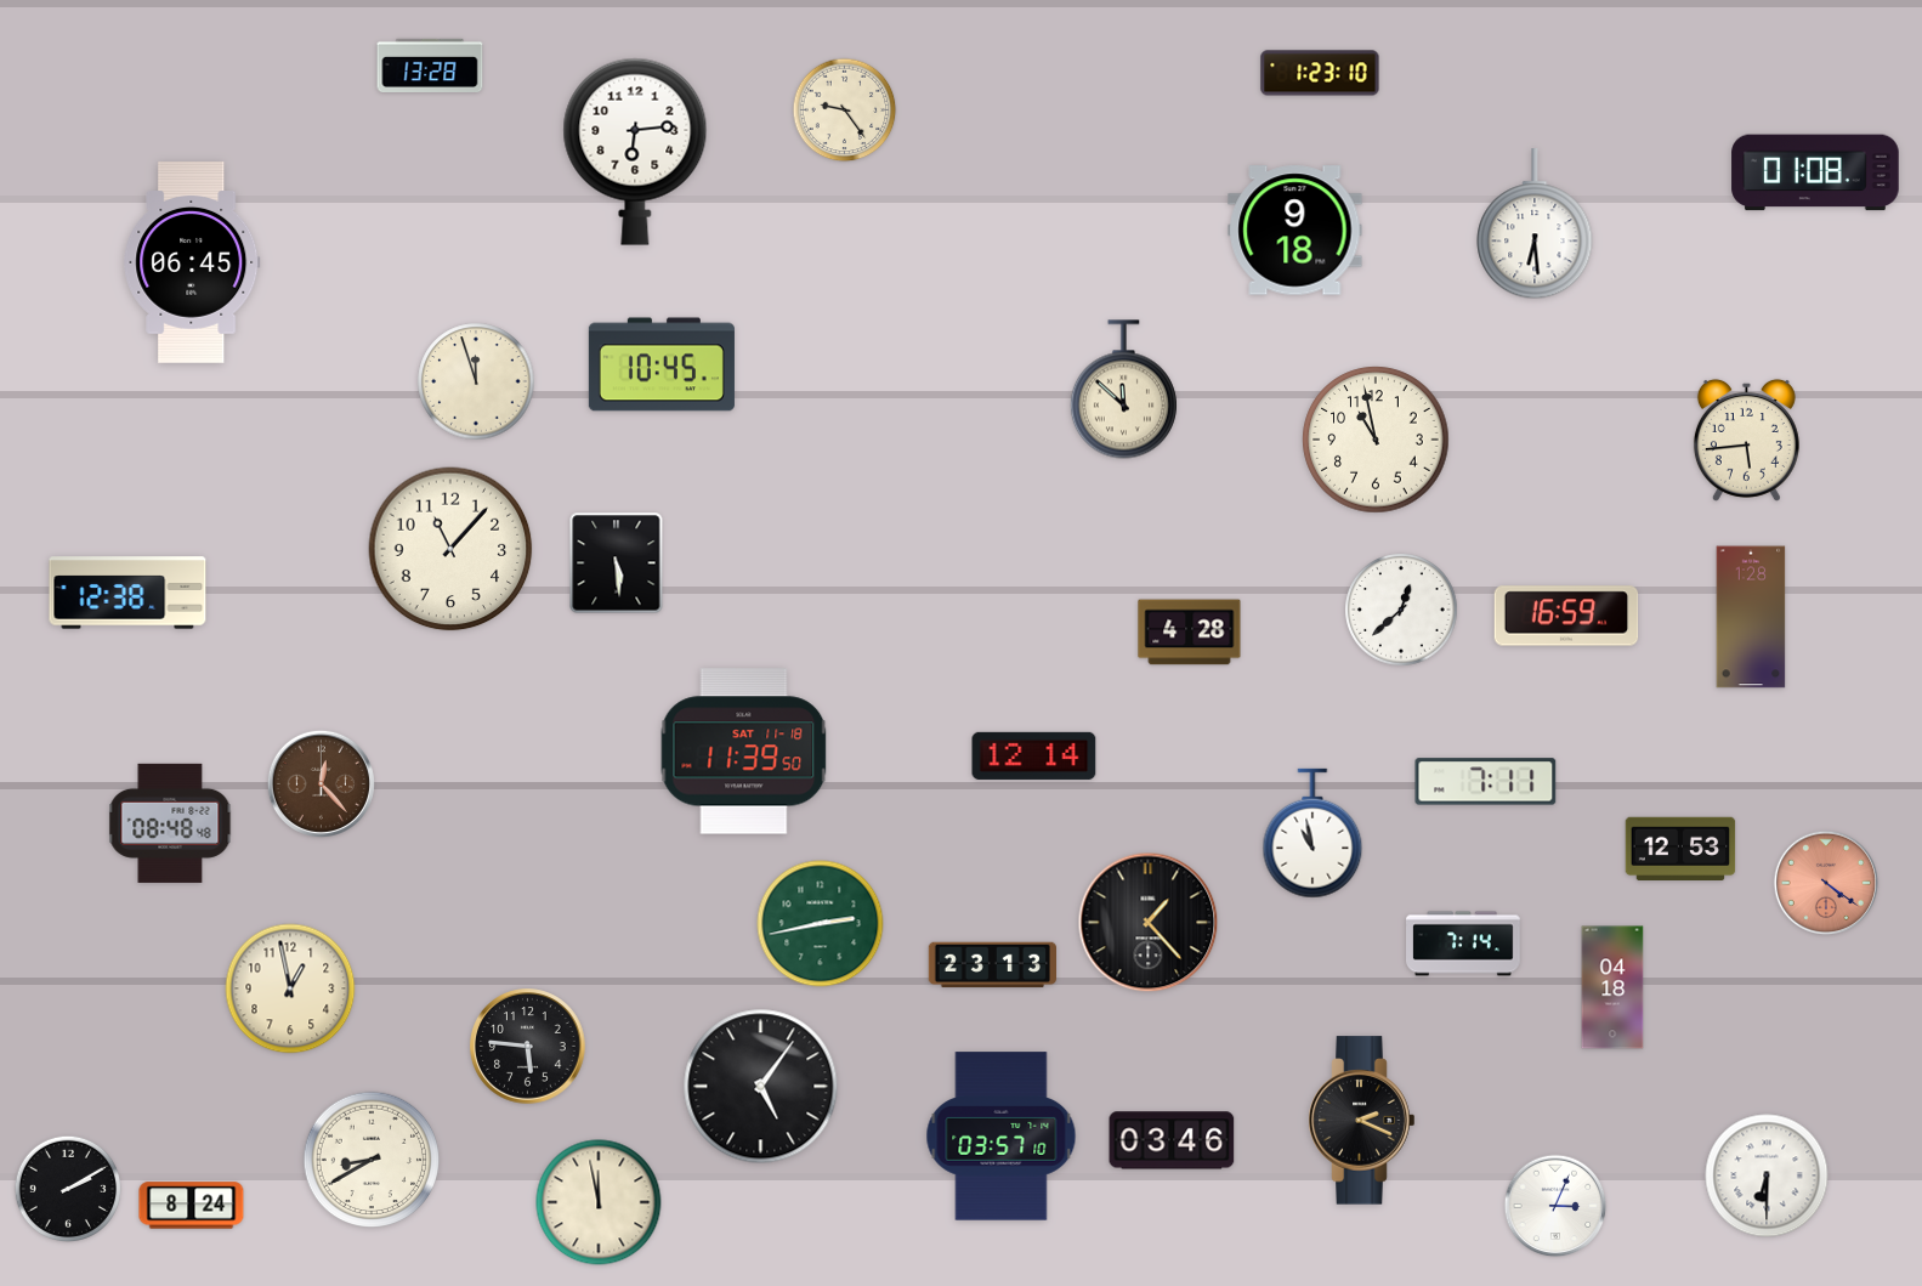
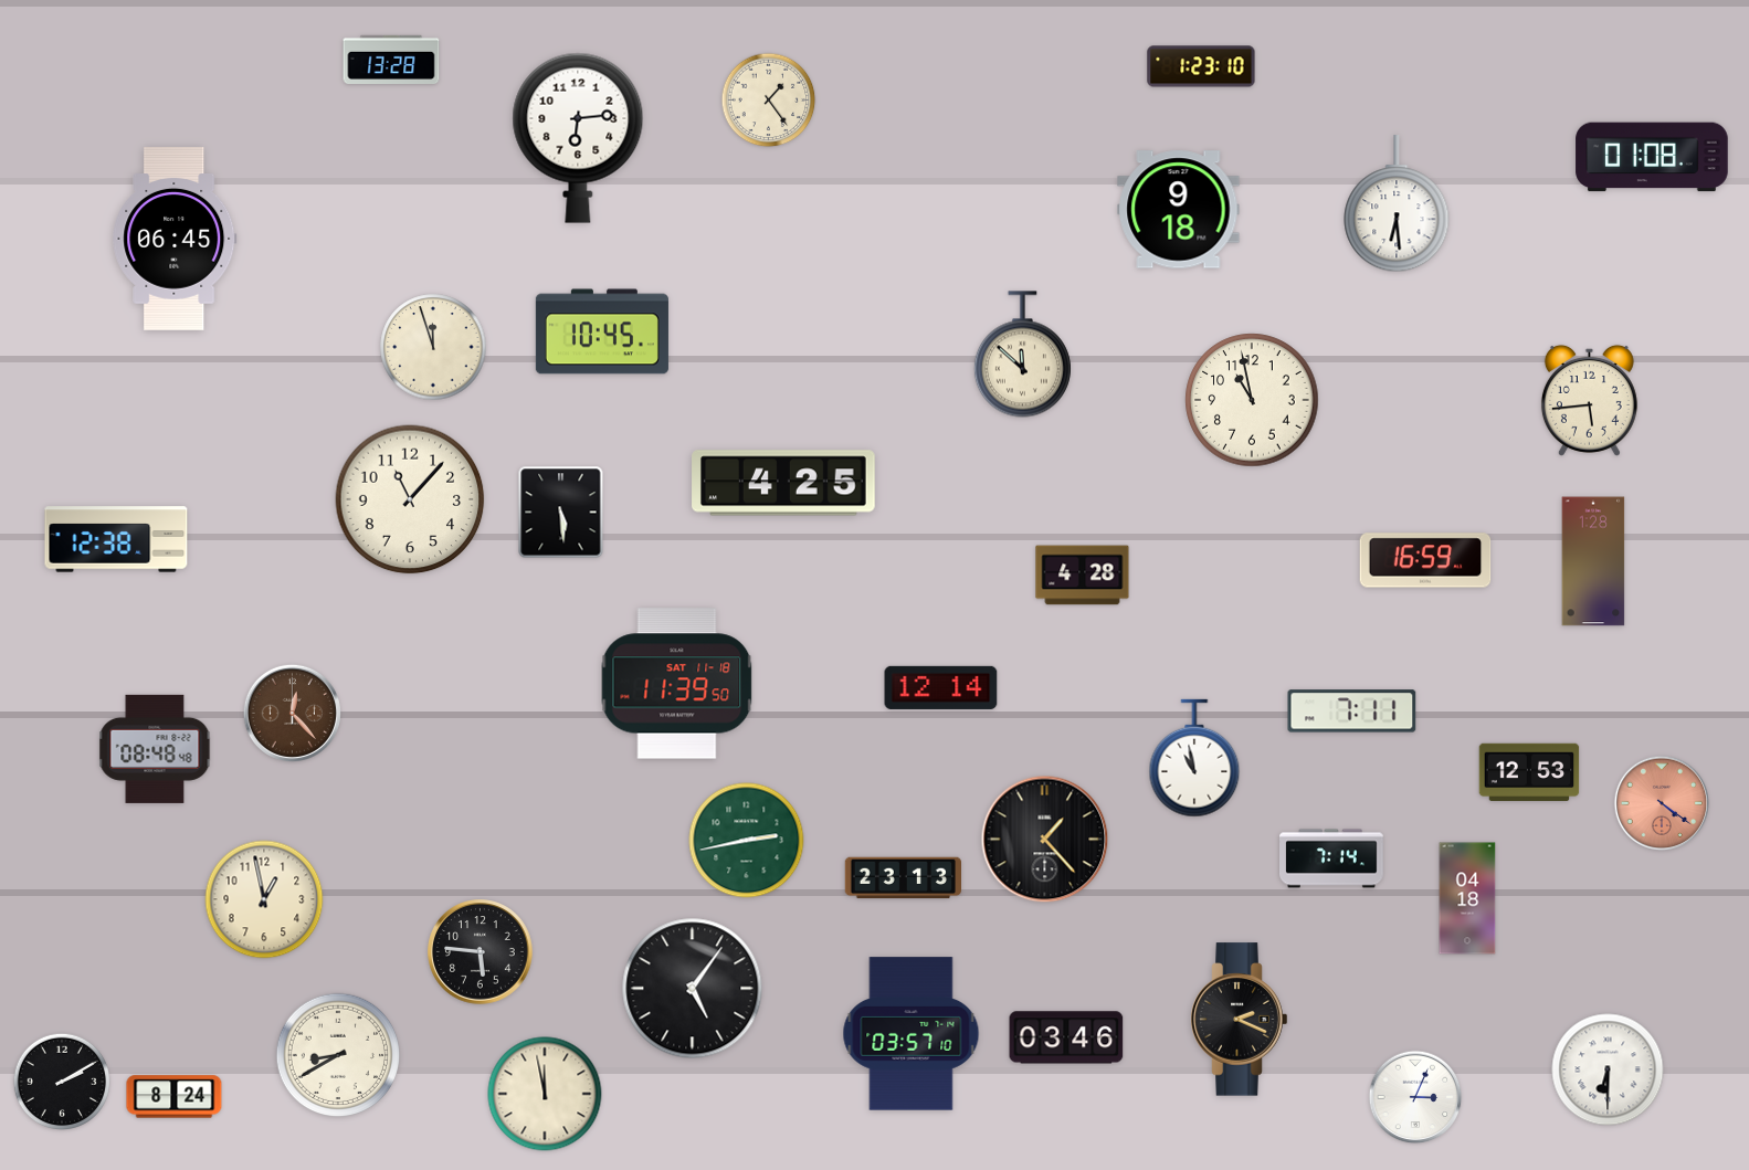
clock at (845, 111): 9:24 -> 1:24
clock at (783, 483): none -> 4:25
clock at (1402, 611): 12:38 -> none
